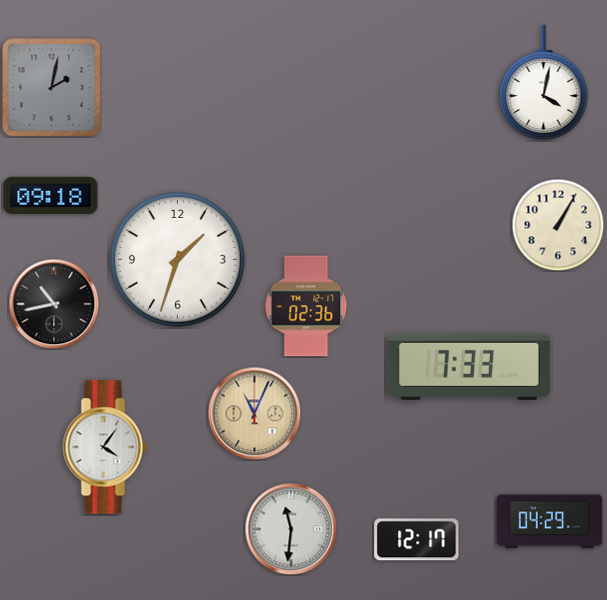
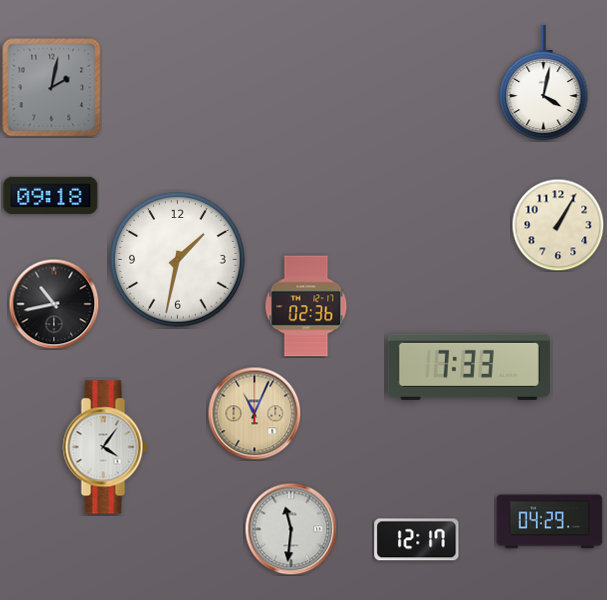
clock at (178, 260): 1:33 -> 1:32
